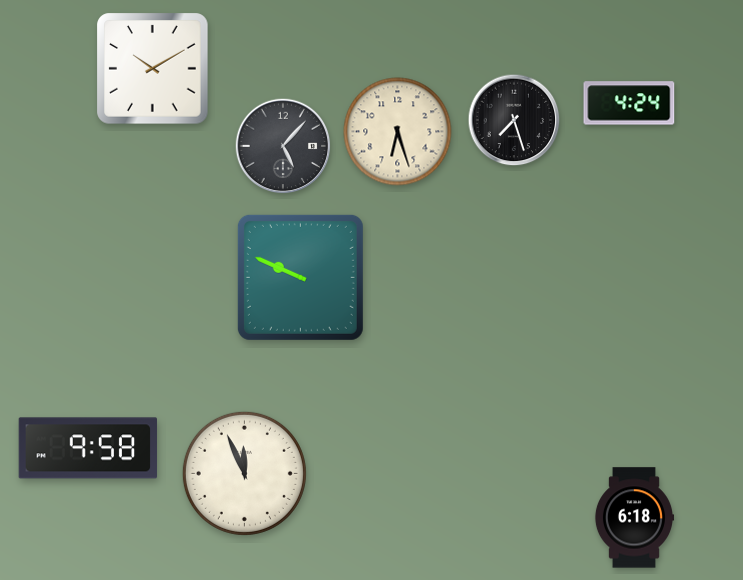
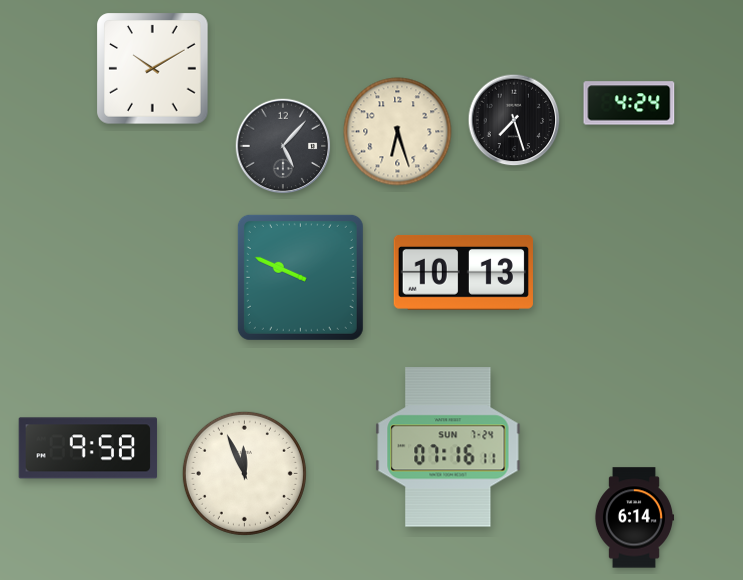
clock at (463, 273): none -> 10:13
clock at (448, 447): none -> 07:16
clock at (633, 518): 6:18 -> 6:14
